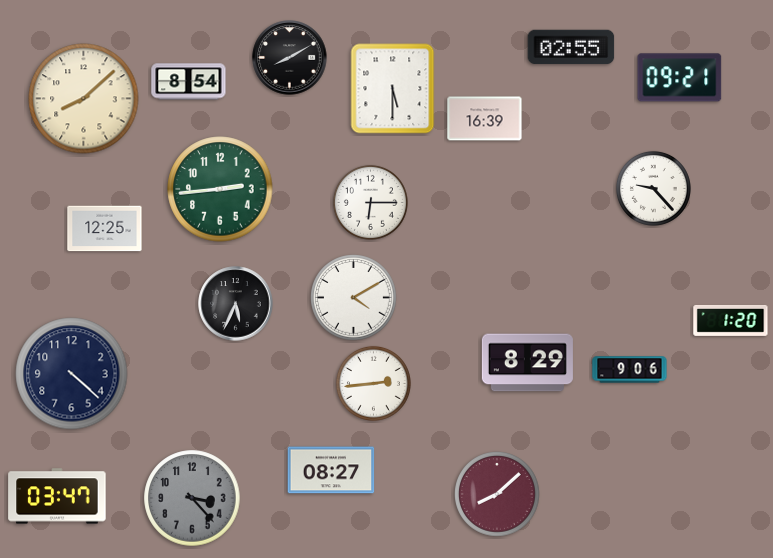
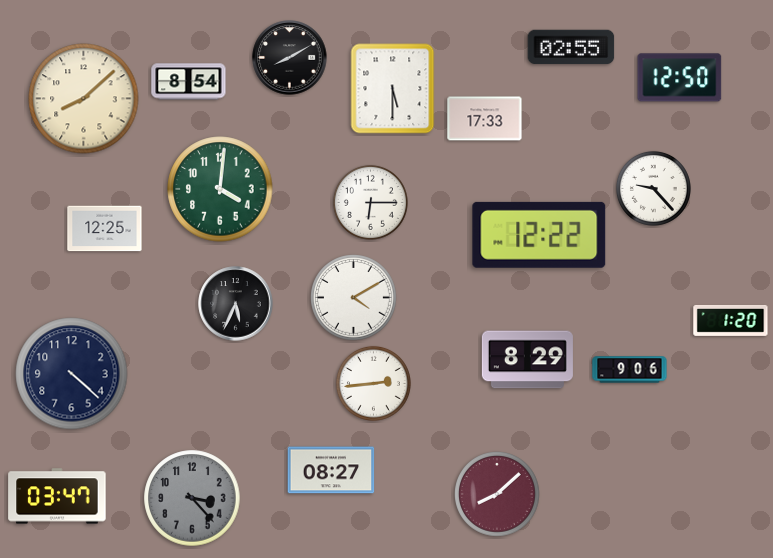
clock at (680, 78): 09:21 -> 12:50
clock at (485, 119): 16:39 -> 17:33
clock at (220, 189): 2:44 -> 4:01
clock at (539, 235): none -> 12:22
clock at (527, 363) position: (527, 363) -> (527, 360)
